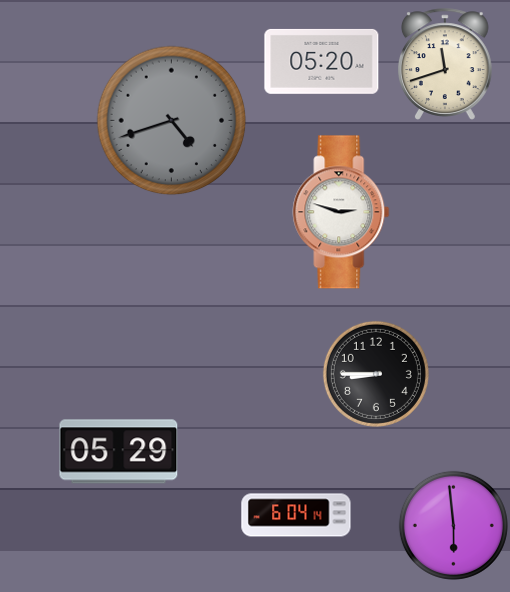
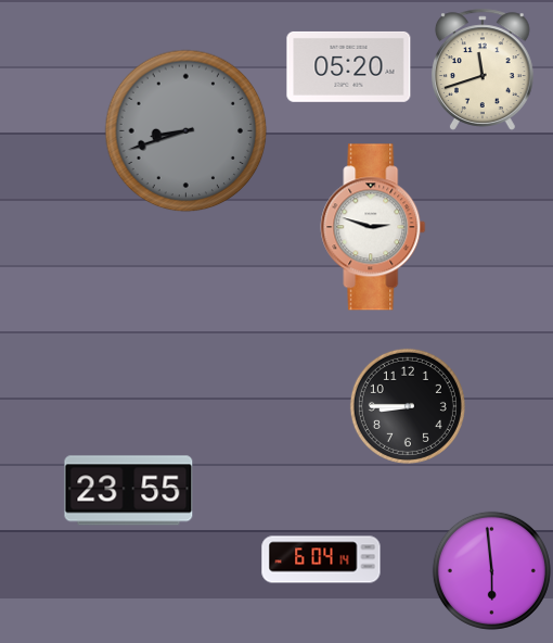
clock at (172, 121): 4:42 -> 8:42
clock at (341, 212) position: (341, 212) -> (373, 227)
clock at (119, 452): 05:29 -> 23:55
